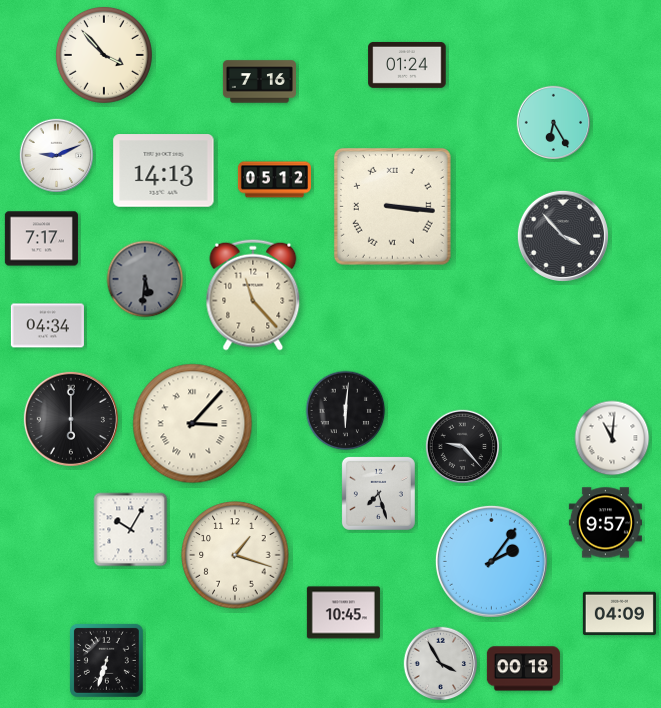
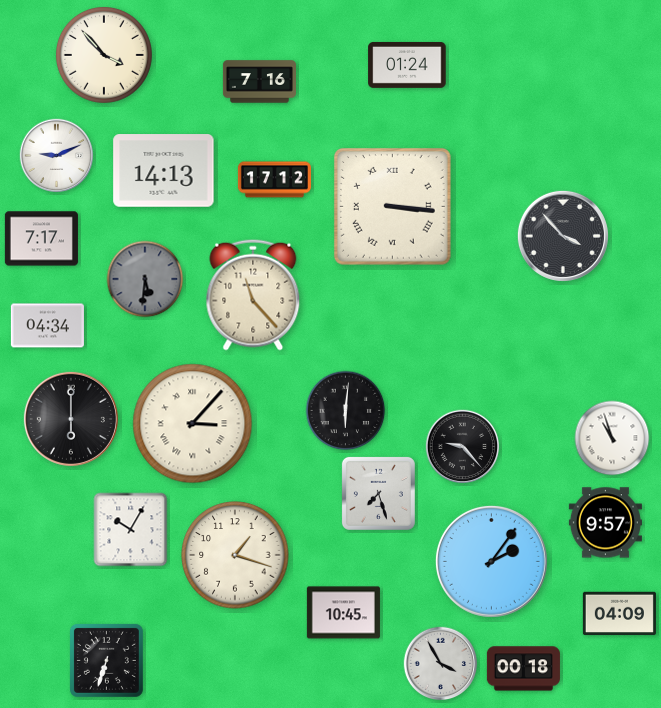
clock at (554, 123): 6:25 -> none
clock at (274, 180): 05:12 -> 17:12
clock at (612, 438): 11:01 -> 10:57
